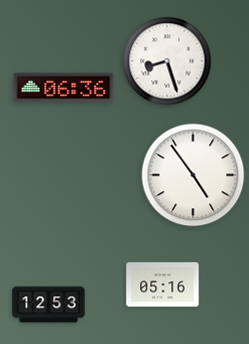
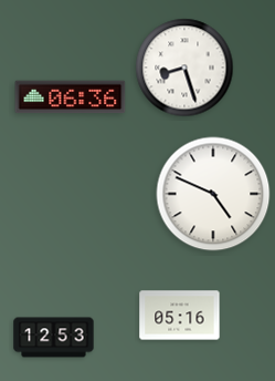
clock at (193, 175): 4:54 -> 4:49
